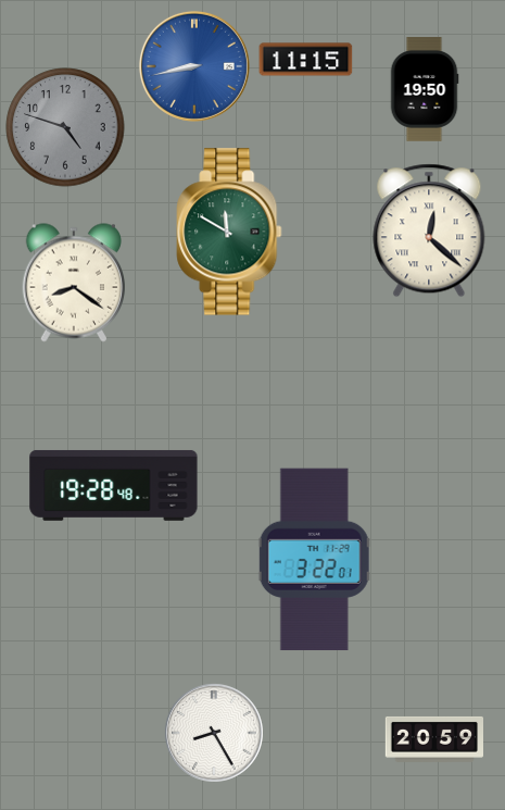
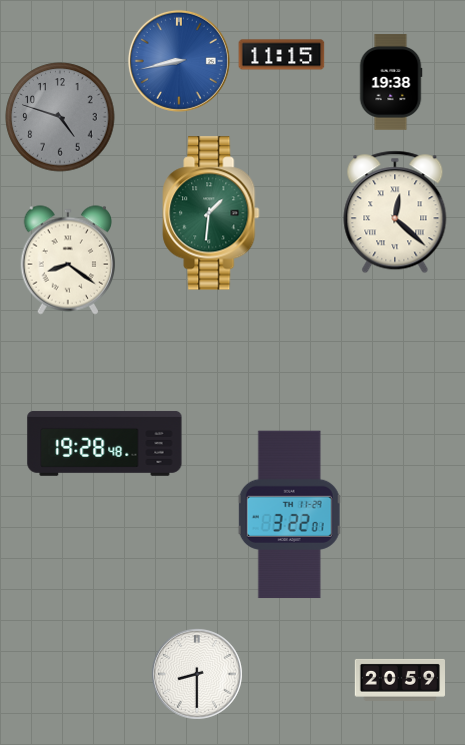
clock at (425, 89): 19:50 -> 19:38
clock at (229, 232): 11:50 -> 1:31
clock at (114, 485) position: (114, 485) -> (105, 443)
clock at (214, 733): 8:25 -> 8:30
